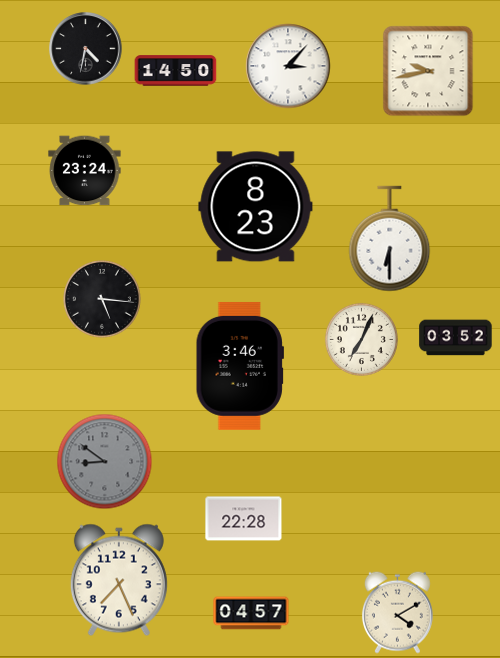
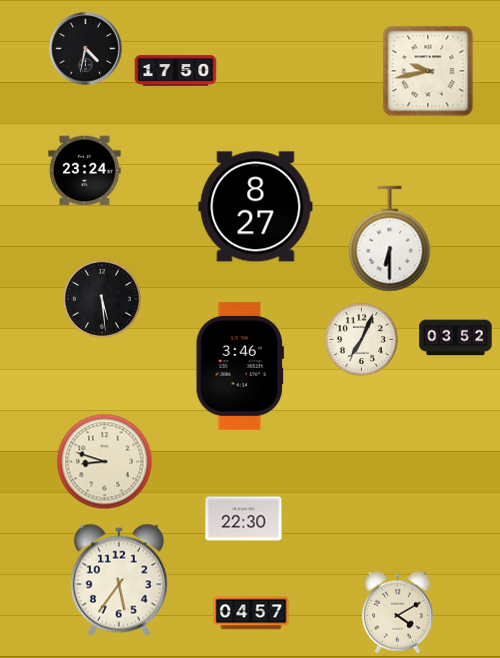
clock at (288, 66): 3:07 -> none
clock at (176, 71): 14:50 -> 17:50
clock at (256, 207): 8:23 -> 8:27
clock at (103, 300): 5:16 -> 5:29
clock at (105, 462): 8:51 -> 8:48
clock at (105, 462) dial: grey -> cream
clock at (244, 519): 22:28 -> 22:30
clock at (119, 580): 7:26 -> 5:36
